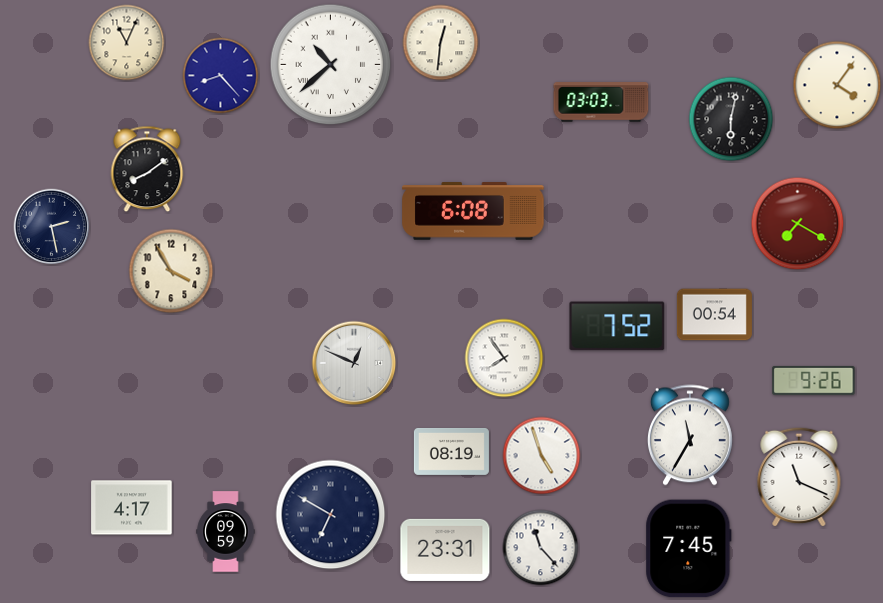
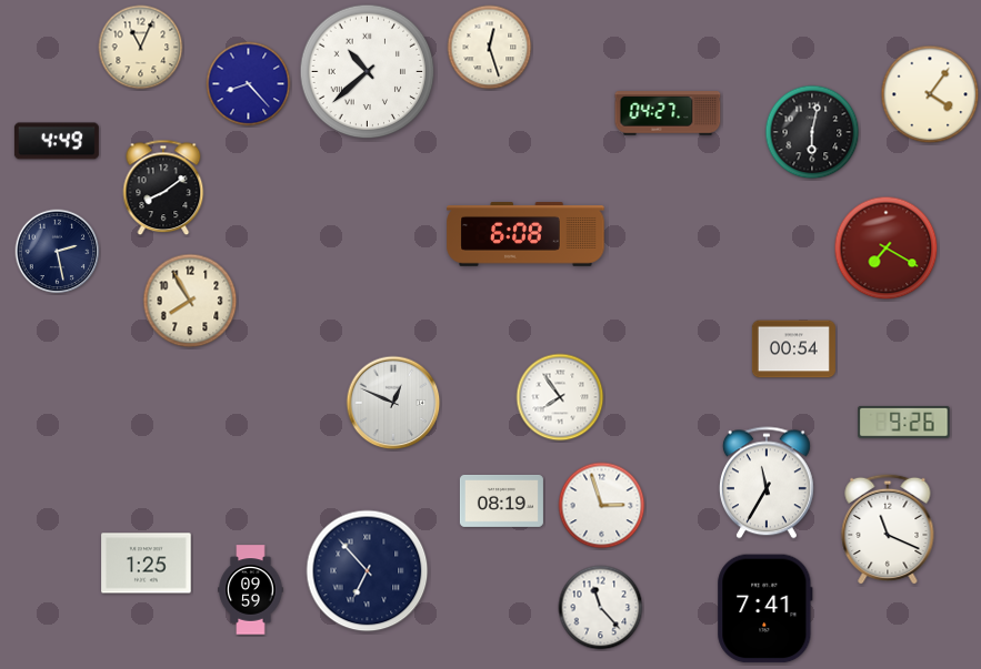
clock at (441, 43): 12:31 -> 12:27
clock at (221, 76) position: (221, 76) -> (249, 84)
clock at (601, 102): 03:03 -> 04:27
clock at (57, 141): none -> 4:49
clock at (171, 271): 3:55 -> 7:55
clock at (617, 326): 7:52 -> none
clock at (542, 456): 4:57 -> 2:57
clock at (132, 508): 4:17 -> 1:25
clock at (331, 515): 6:50 -> 6:53
clock at (689, 549): 7:45 -> 7:41
clock at (445, 550): 23:31 -> none
